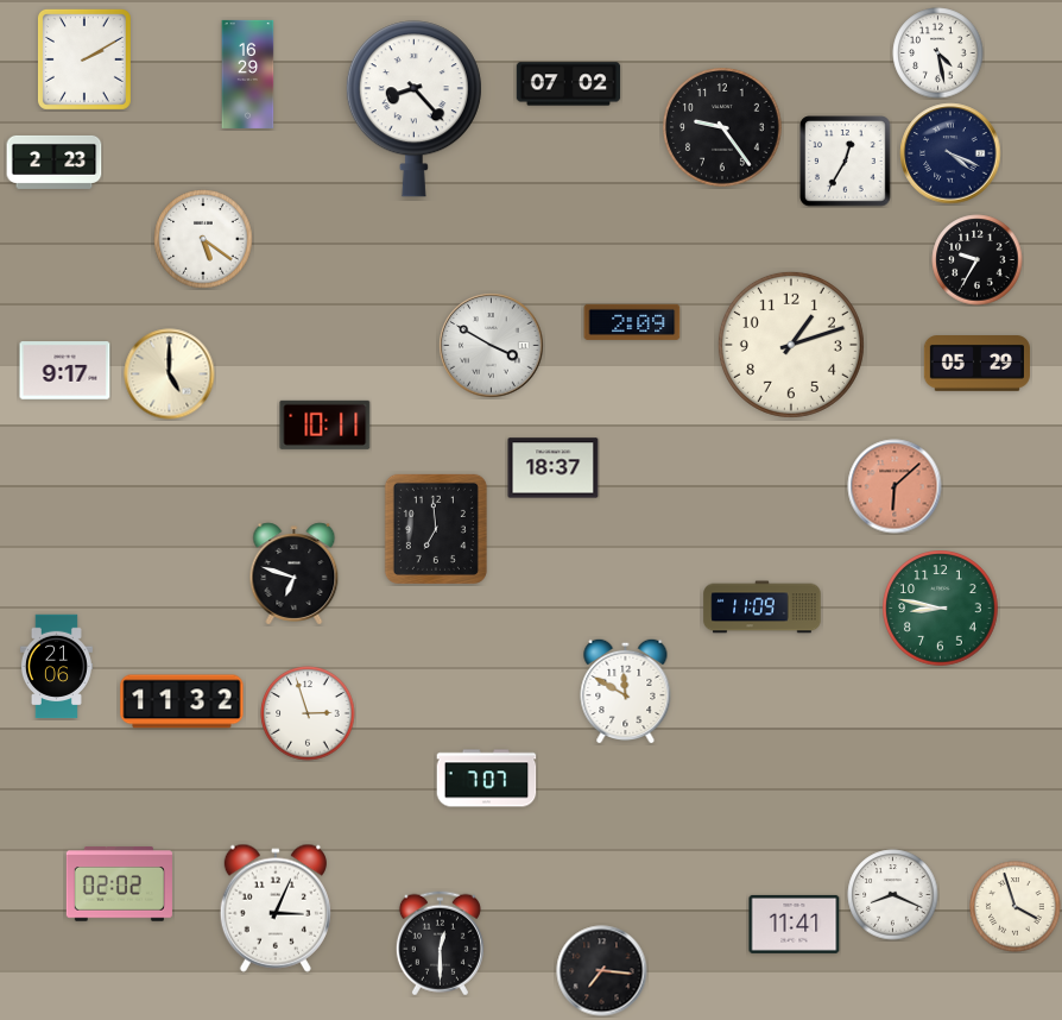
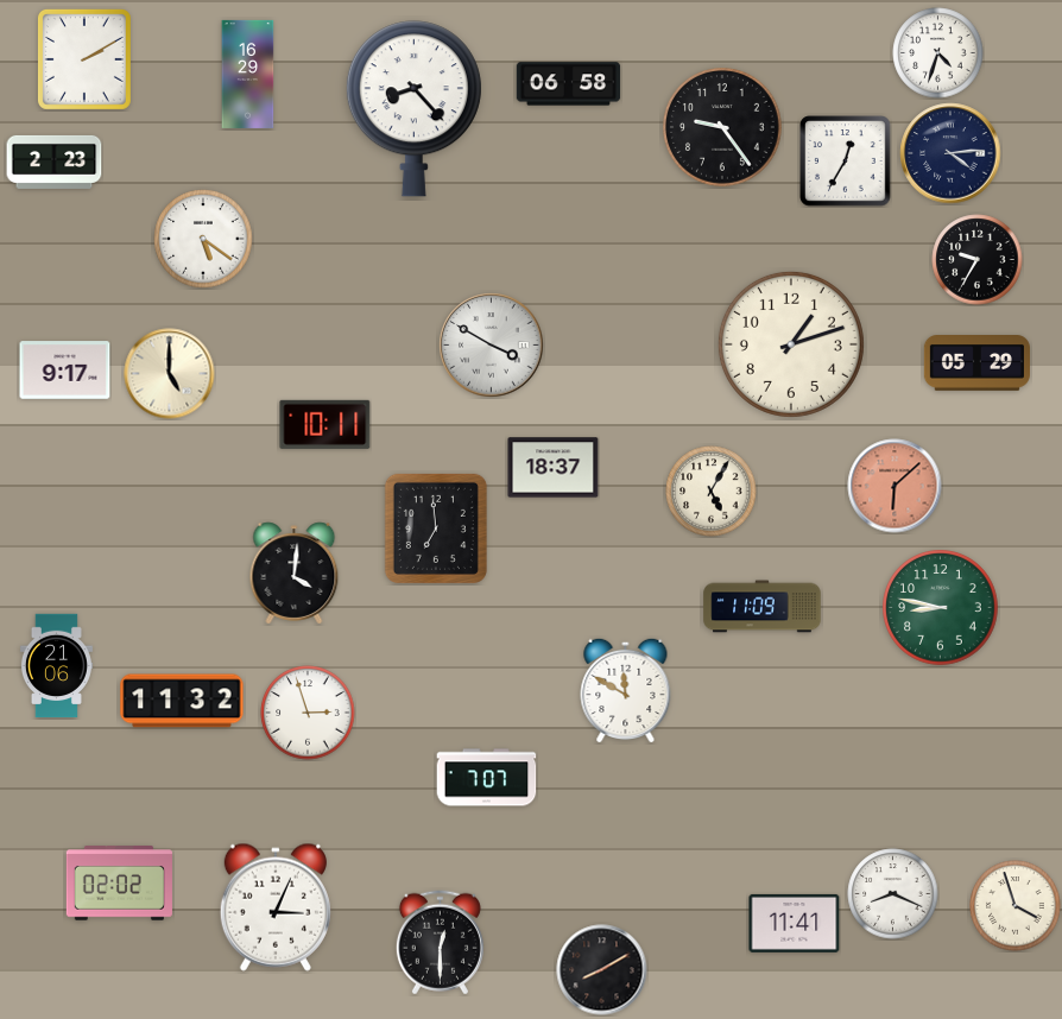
clock at (938, 53): 4:28 -> 4:33
clock at (569, 84): 07:02 -> 06:58
clock at (950, 153): 4:19 -> 4:14
clock at (632, 322): 2:09 -> none
clock at (712, 492): none -> 5:05
clock at (295, 574): 6:48 -> 4:01
clock at (602, 971): 7:16 -> 8:10
